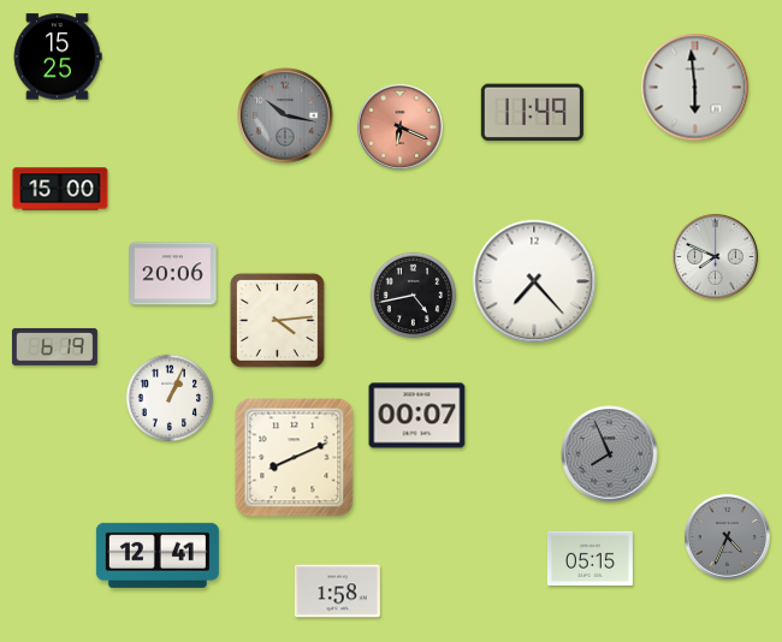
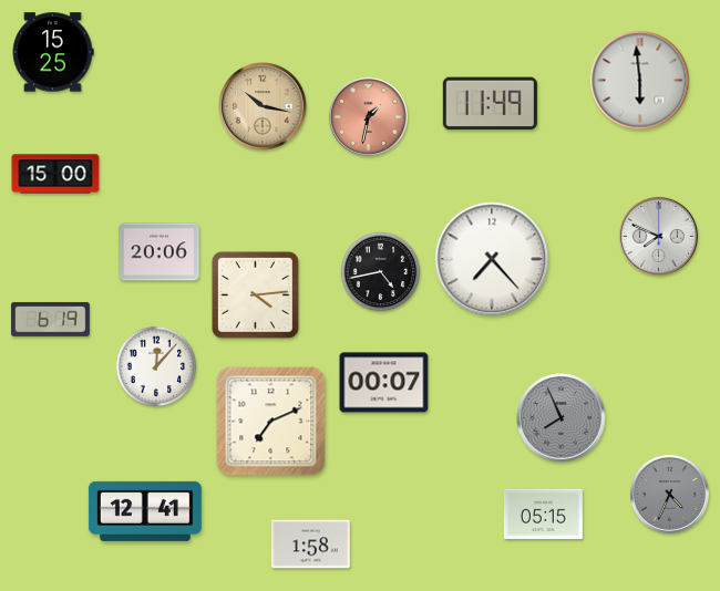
clock at (285, 115) dial: grey -> champagne
clock at (399, 126): 6:19 -> 1:32
clock at (170, 398): 1:04 -> 12:07
clock at (295, 458): 8:11 -> 7:11
